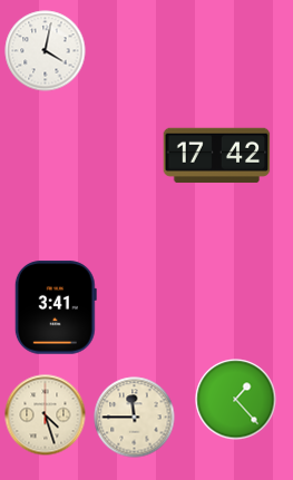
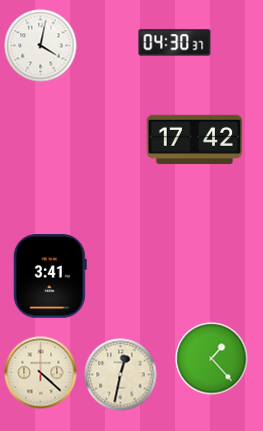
clock at (175, 43): none -> 04:30
clock at (46, 415): 4:27 -> 4:22
clock at (135, 418): 11:45 -> 12:32
